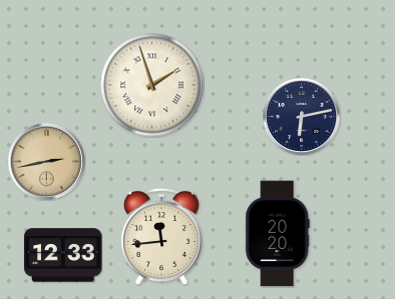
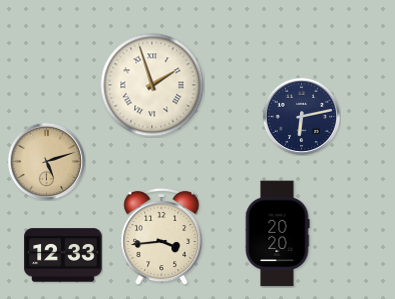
clock at (46, 161): 2:43 -> 5:12
clock at (162, 236): 11:44 -> 3:44
